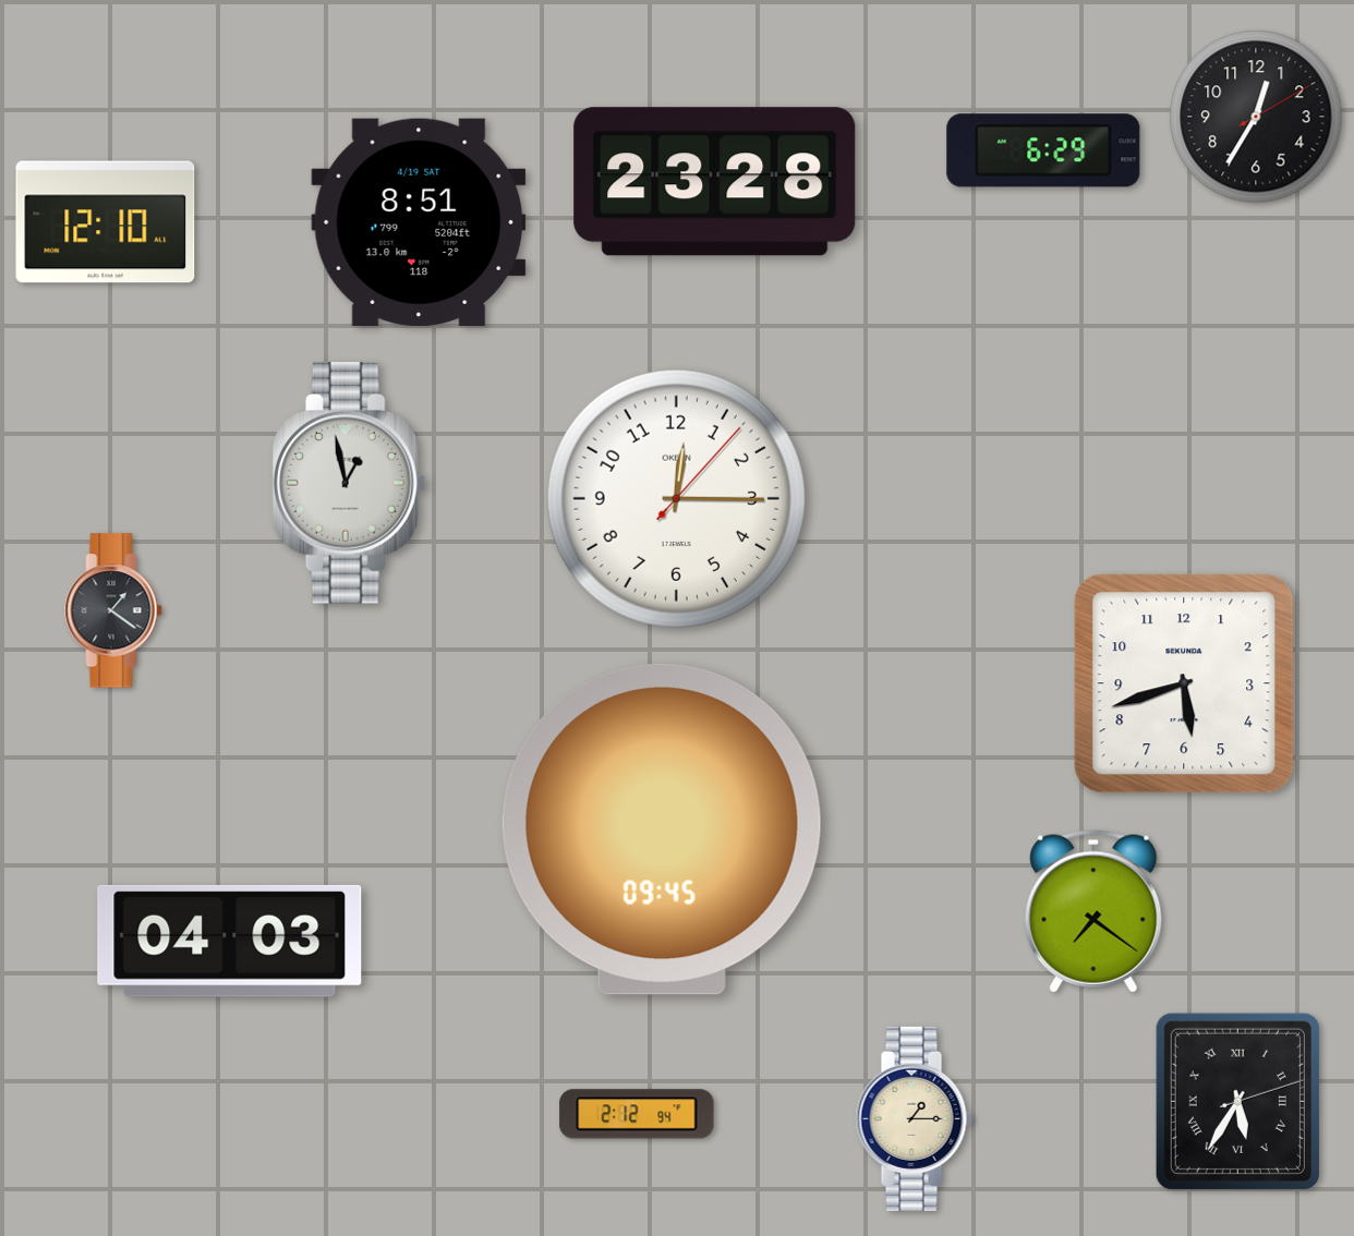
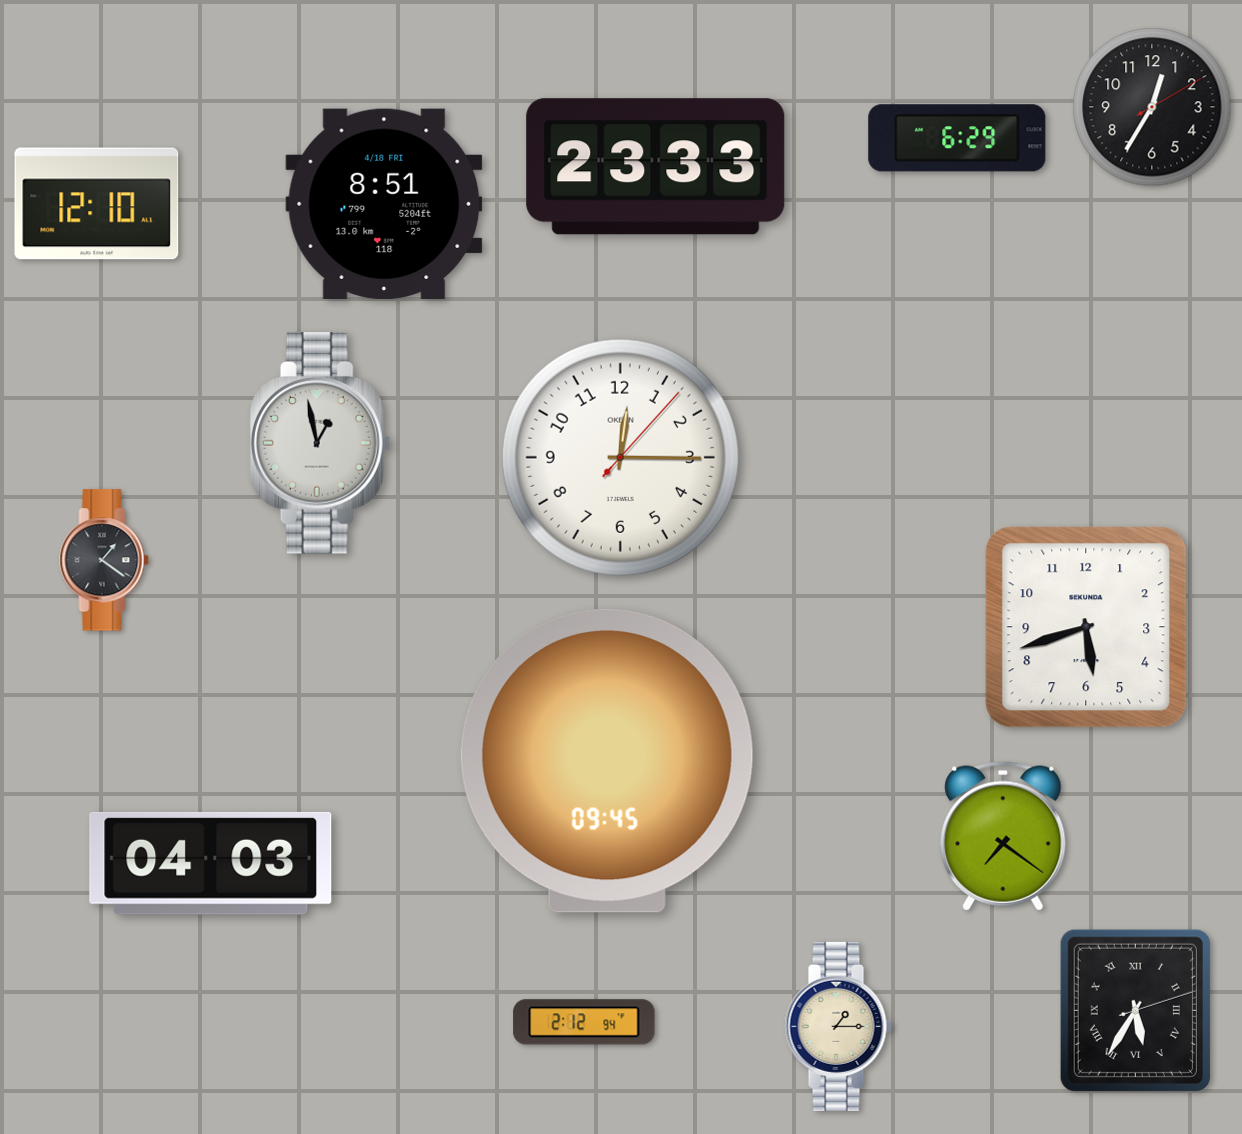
clock at (715, 182): 23:28 -> 23:33
clock at (419, 221) date: 4/19 SAT -> 4/18 FRI
